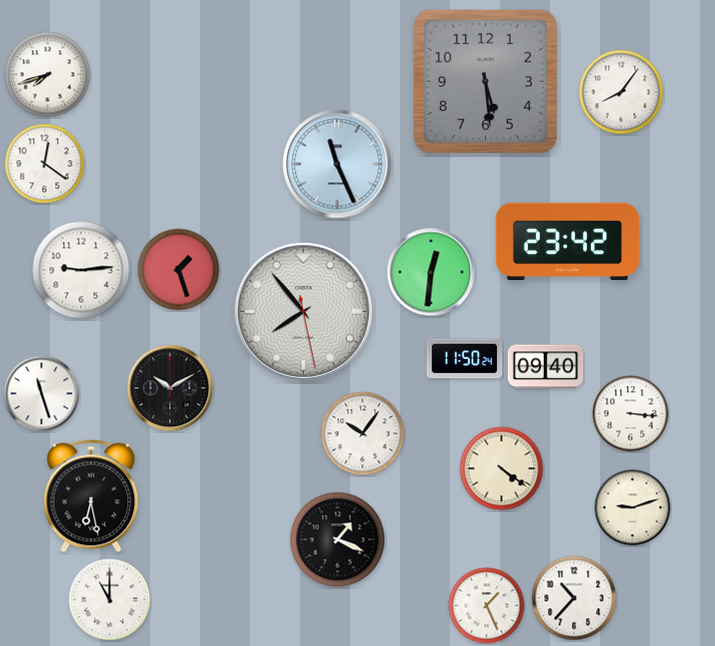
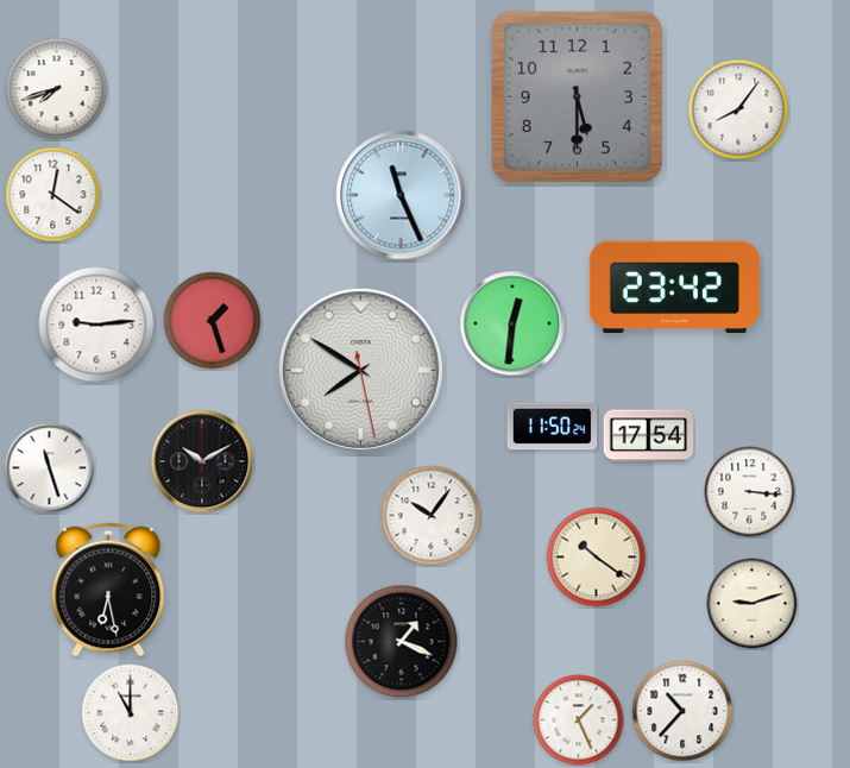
clock at (485, 81): 5:29 -> 5:30
clock at (81, 270) position: (81, 270) -> (96, 325)
clock at (303, 311): 7:53 -> 7:50
clock at (546, 367): 09:40 -> 17:54
clock at (502, 469): 4:21 -> 10:21
